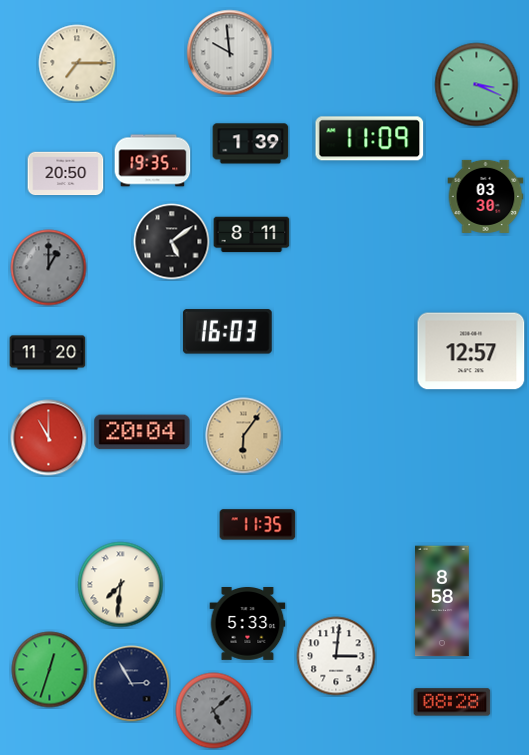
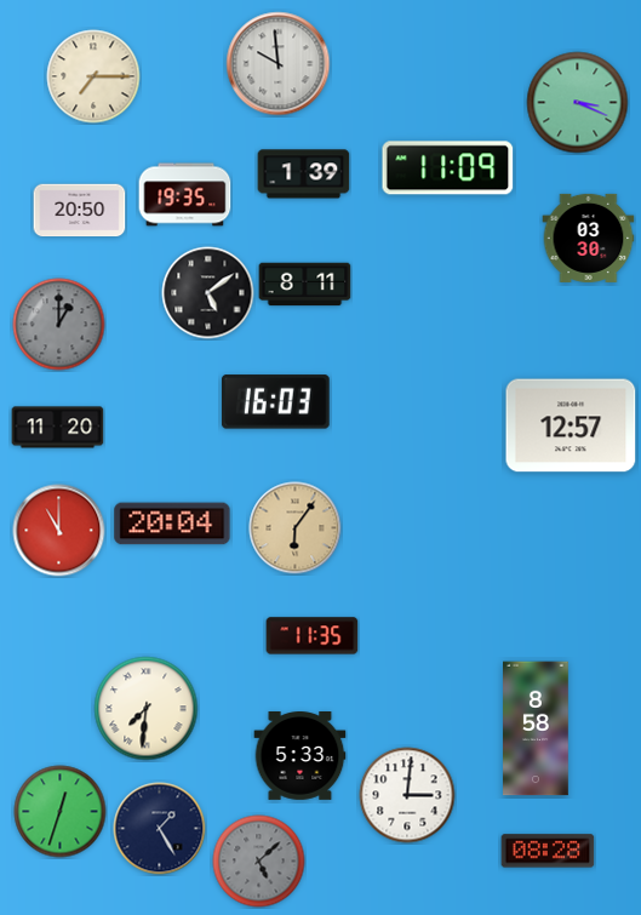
clock at (132, 684): 2:55 -> 1:25
